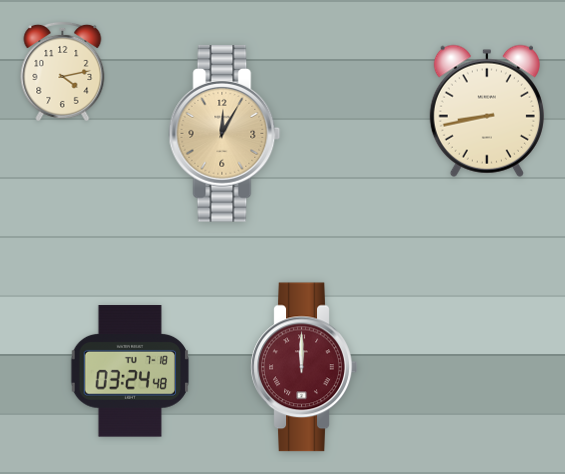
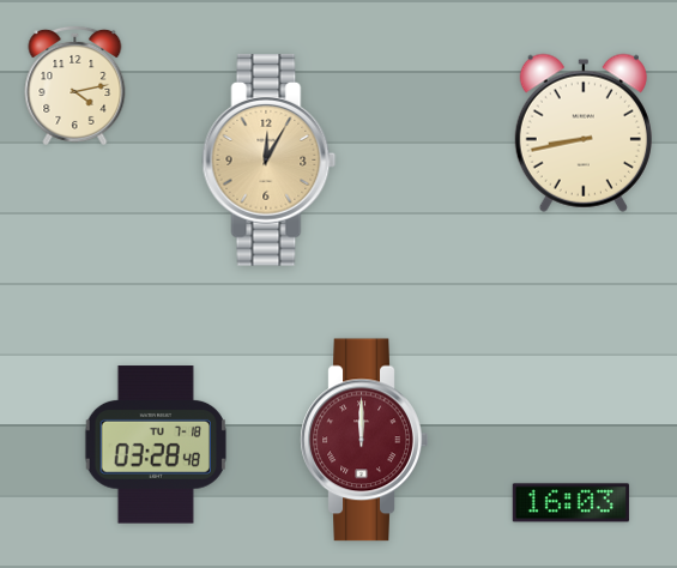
clock at (129, 371): 03:24 -> 03:28
clock at (570, 503): none -> 16:03
